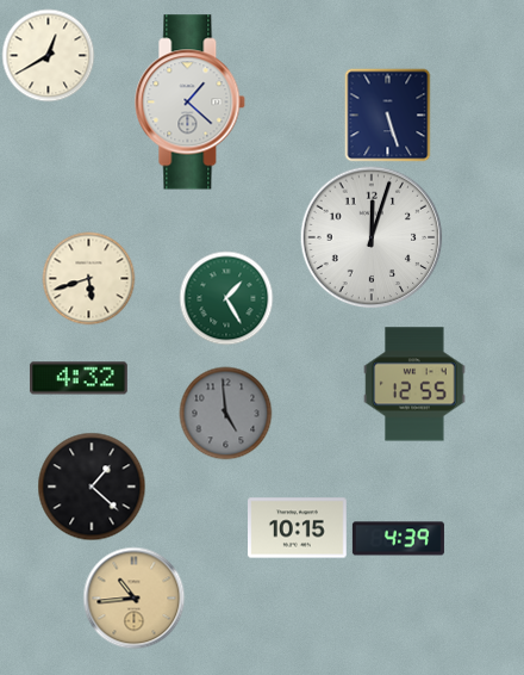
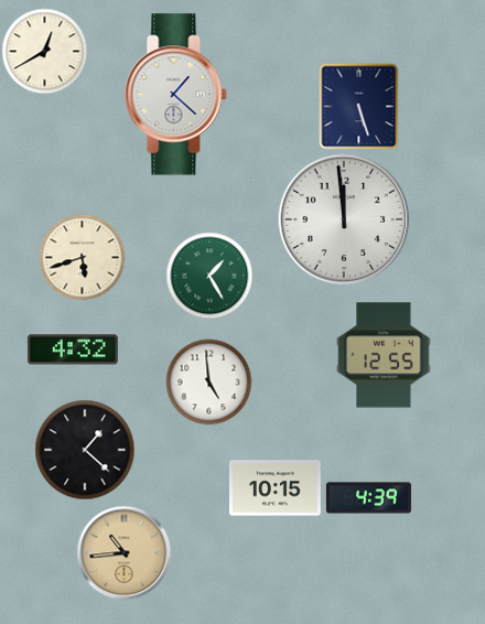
clock at (372, 237): 12:03 -> 11:59
clock at (225, 413) dial: grey -> white
